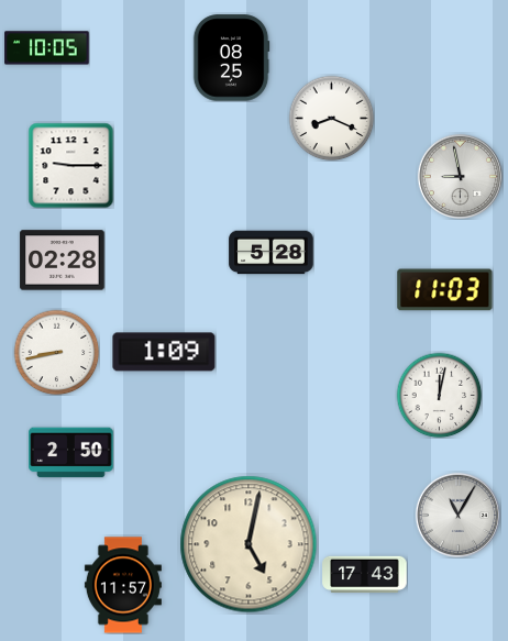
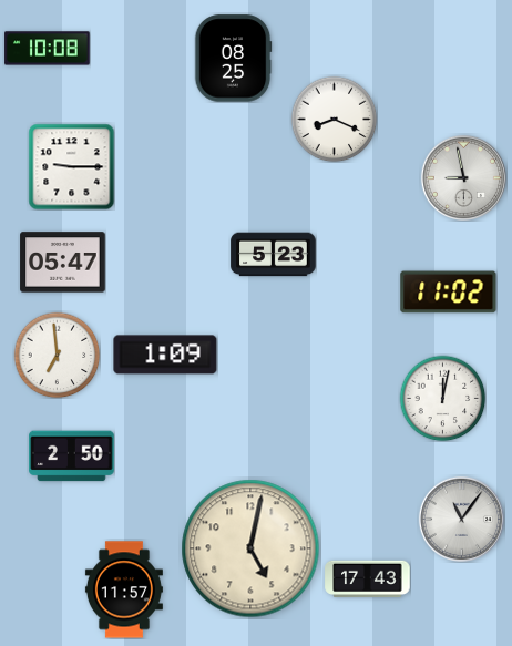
clock at (47, 48): 10:05 -> 10:08
clock at (272, 253): 5:28 -> 5:23
clock at (63, 261): 02:28 -> 05:47
clock at (445, 290): 11:03 -> 11:02
clock at (56, 352): 8:43 -> 6:59
clock at (457, 515): 11:05 -> 11:06
